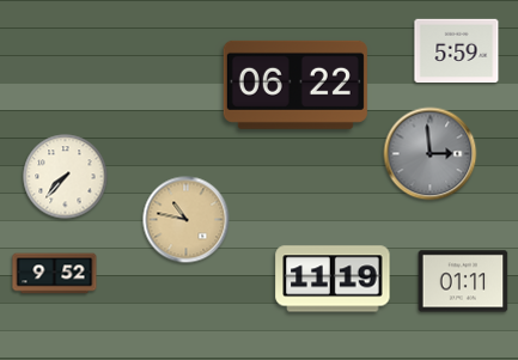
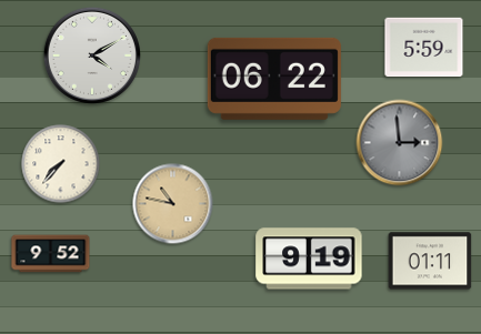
clock at (92, 55): none -> 4:10
clock at (333, 279): 11:19 -> 9:19
